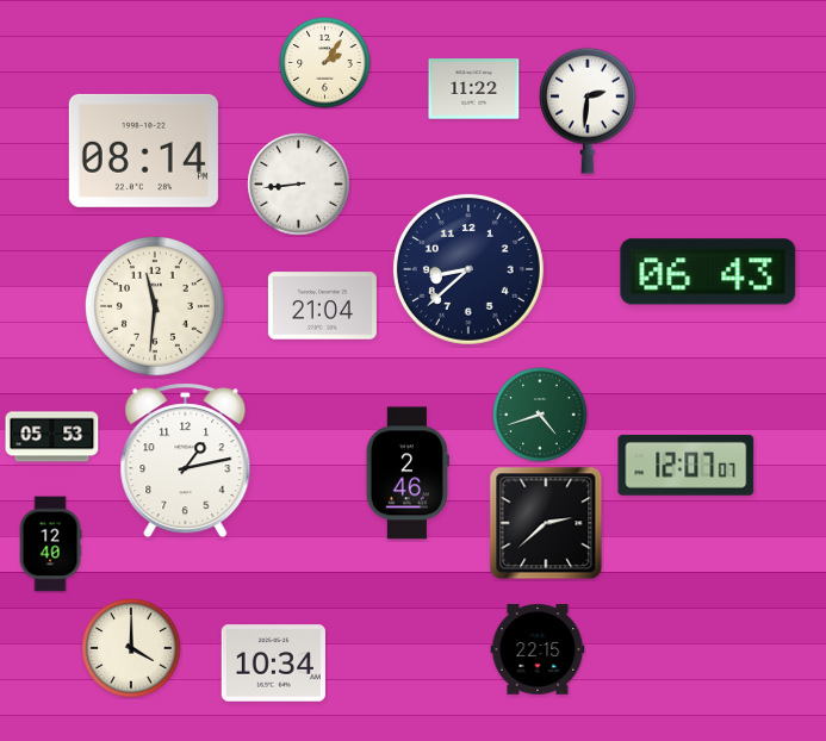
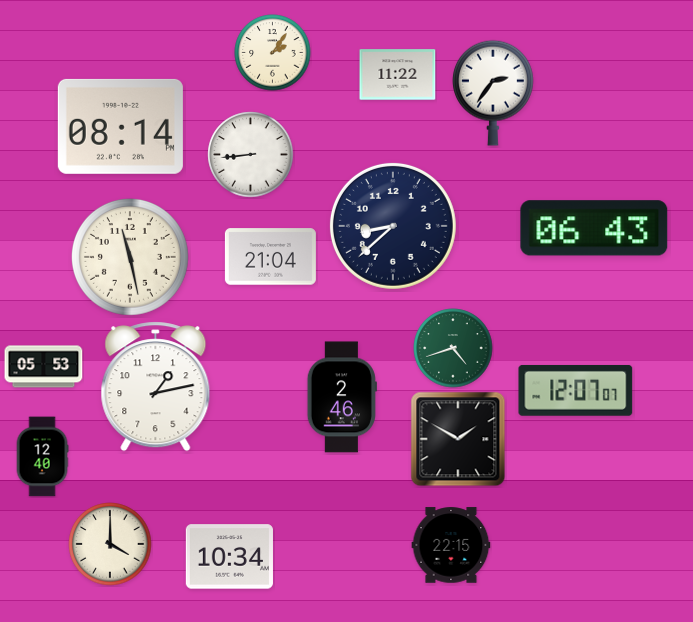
clock at (589, 111): 2:31 -> 2:36
clock at (155, 306): 11:31 -> 11:28
clock at (546, 523): 2:38 -> 1:50
